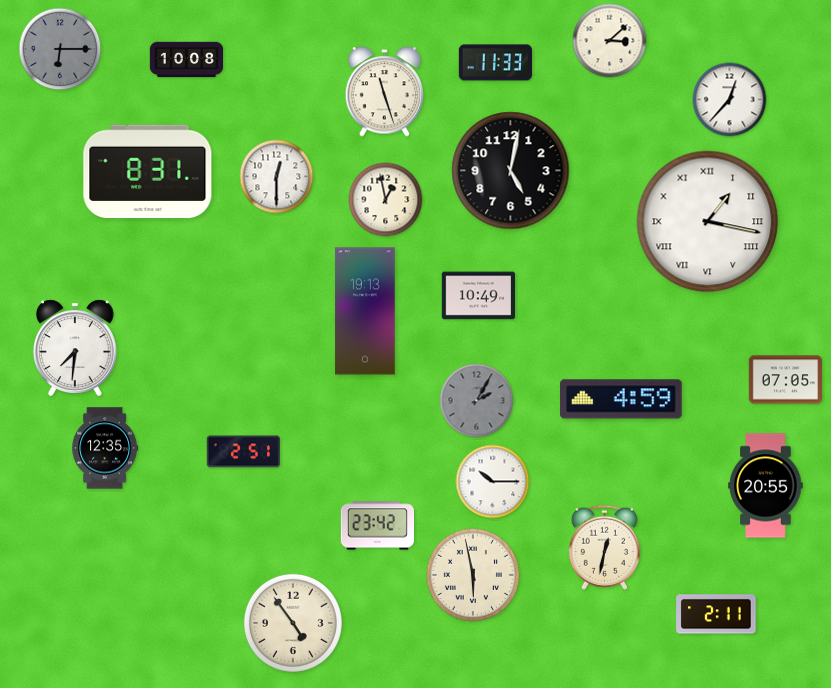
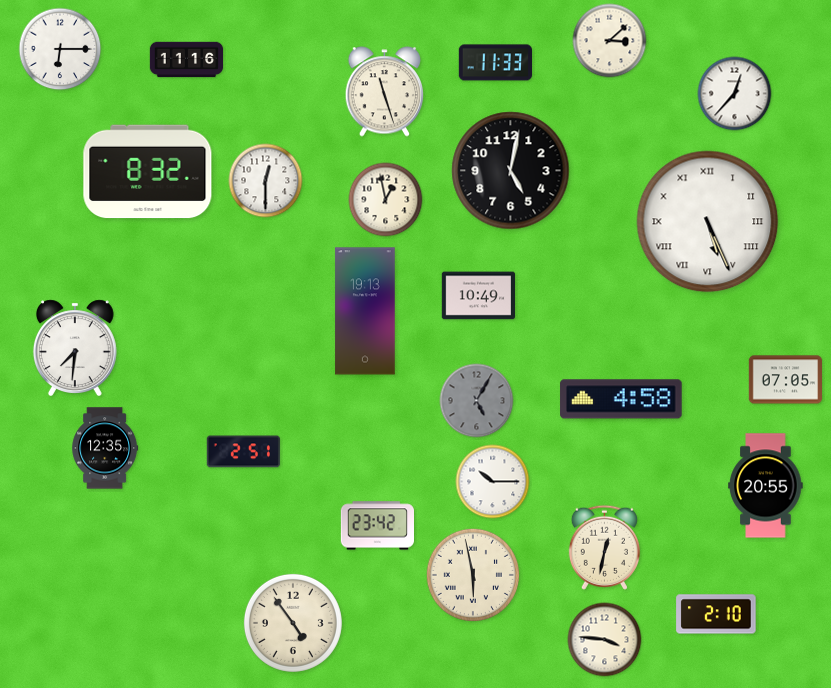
clock at (60, 49) dial: grey -> white
clock at (187, 60): 10:08 -> 11:16
clock at (730, 100) position: (730, 100) -> (735, 94)
clock at (148, 172): 8:31 -> 8:32
clock at (277, 177) position: (277, 177) -> (266, 181)
clock at (708, 222): 1:17 -> 5:26
clock at (621, 399): 4:59 -> 4:58
clock at (477, 401): 2:05 -> 5:05
clock at (716, 614): 2:11 -> 2:10
clock at (605, 640): none -> 3:46
